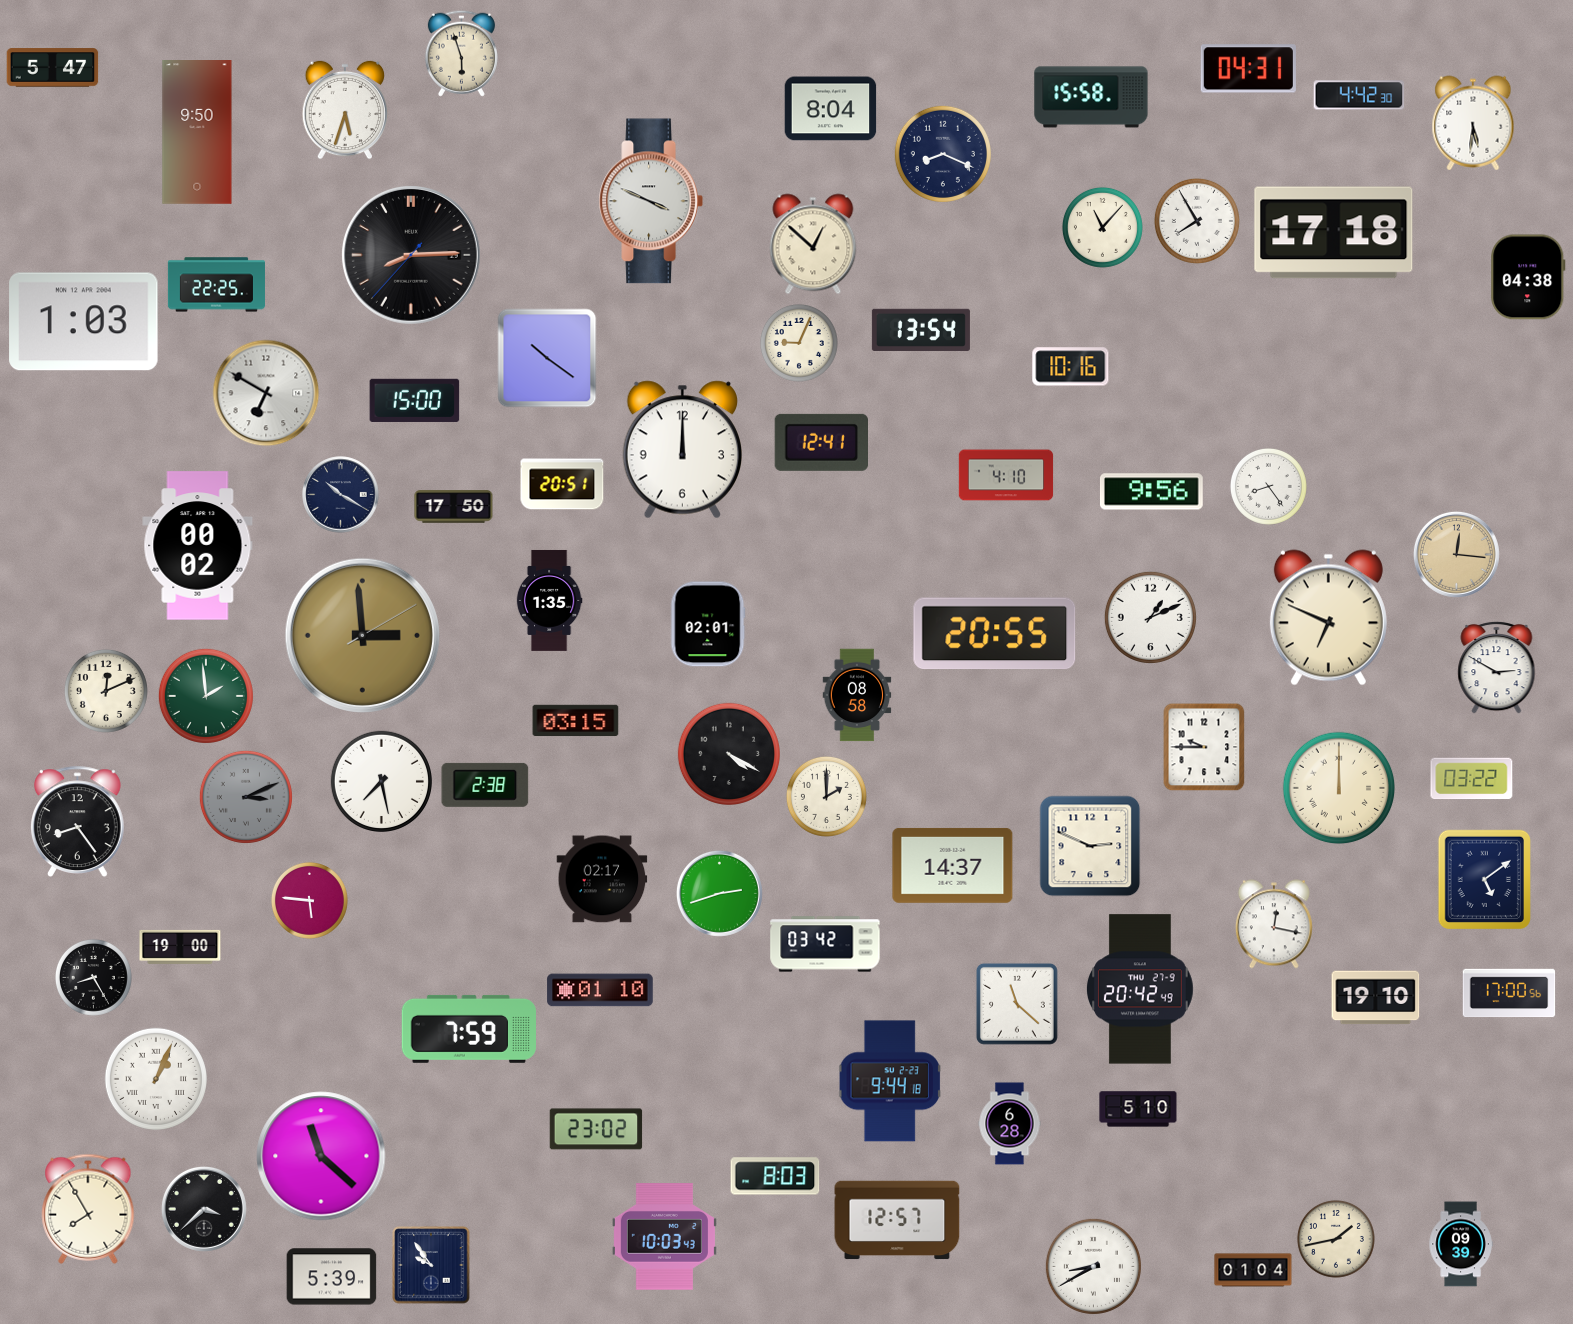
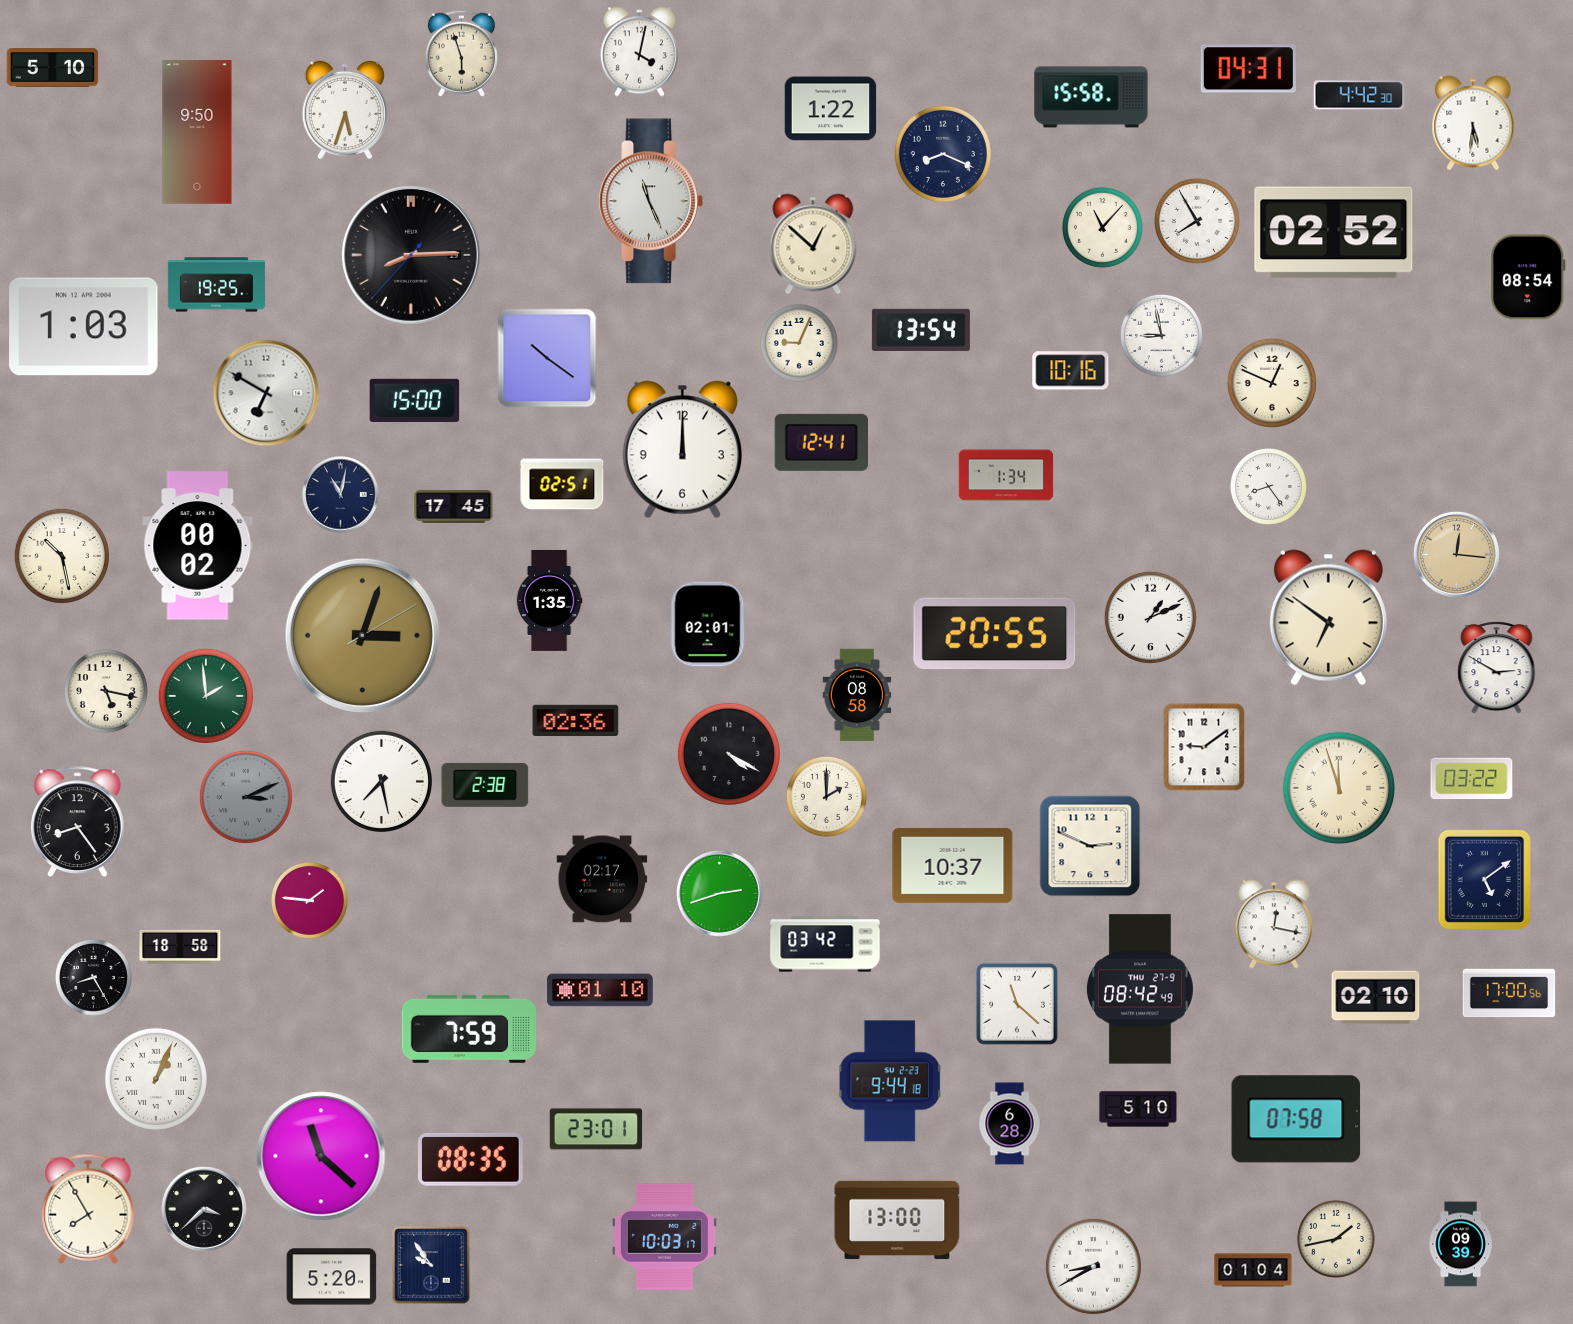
clock at (639, 52): none -> 4:02
clock at (53, 68): 5:47 -> 5:10
clock at (831, 109): 8:04 -> 1:22
clock at (651, 201): 3:49 -> 11:26
clock at (1334, 233): 17:18 -> 02:52
clock at (1528, 277): 04:38 -> 08:54
clock at (216, 285): 22:25 -> 19:25
clock at (84, 322) position: (84, 322) -> (84, 327)
clock at (1161, 335): none -> 8:58
clock at (1071, 367) position: (1071, 367) -> (1071, 371)
clock at (1272, 383): none -> 12:49
clock at (1006, 475): 4:10 -> 1:34
clock at (562, 484): 20:51 -> 02:51
clock at (1151, 492): 9:56 -> none
clock at (341, 495): 10:20 -> 11:02
clock at (454, 507): 17:50 -> 17:45
clock at (62, 556): none -> 10:28
clock at (1328, 618): 6:49 -> 6:51
clock at (362, 635): 2:59 -> 3:03
clock at (106, 691): 12:11 -> 5:17
clock at (576, 721): 03:15 -> 02:36
clock at (1204, 747): 9:45 -> 9:09
clock at (1339, 788): 12:00 -> 11:57
clock at (953, 865): 14:37 -> 10:37
clock at (309, 900): 5:46 -> 1:46
clock at (180, 947): 19:00 -> 18:58
clock at (1140, 989): 20:42 -> 08:42
clock at (1376, 998): 19:10 -> 02:10
clock at (1296, 1119): none -> 07:58
clock at (596, 1129): 23:02 -> 23:01
clock at (470, 1159): none -> 08:35
clock at (775, 1176): 8:03 -> none
clock at (897, 1220): 12:57 -> 13:00
clock at (664, 1237): 10:03:43 -> 10:03:17
clock at (332, 1277): 5:39 -> 5:20
